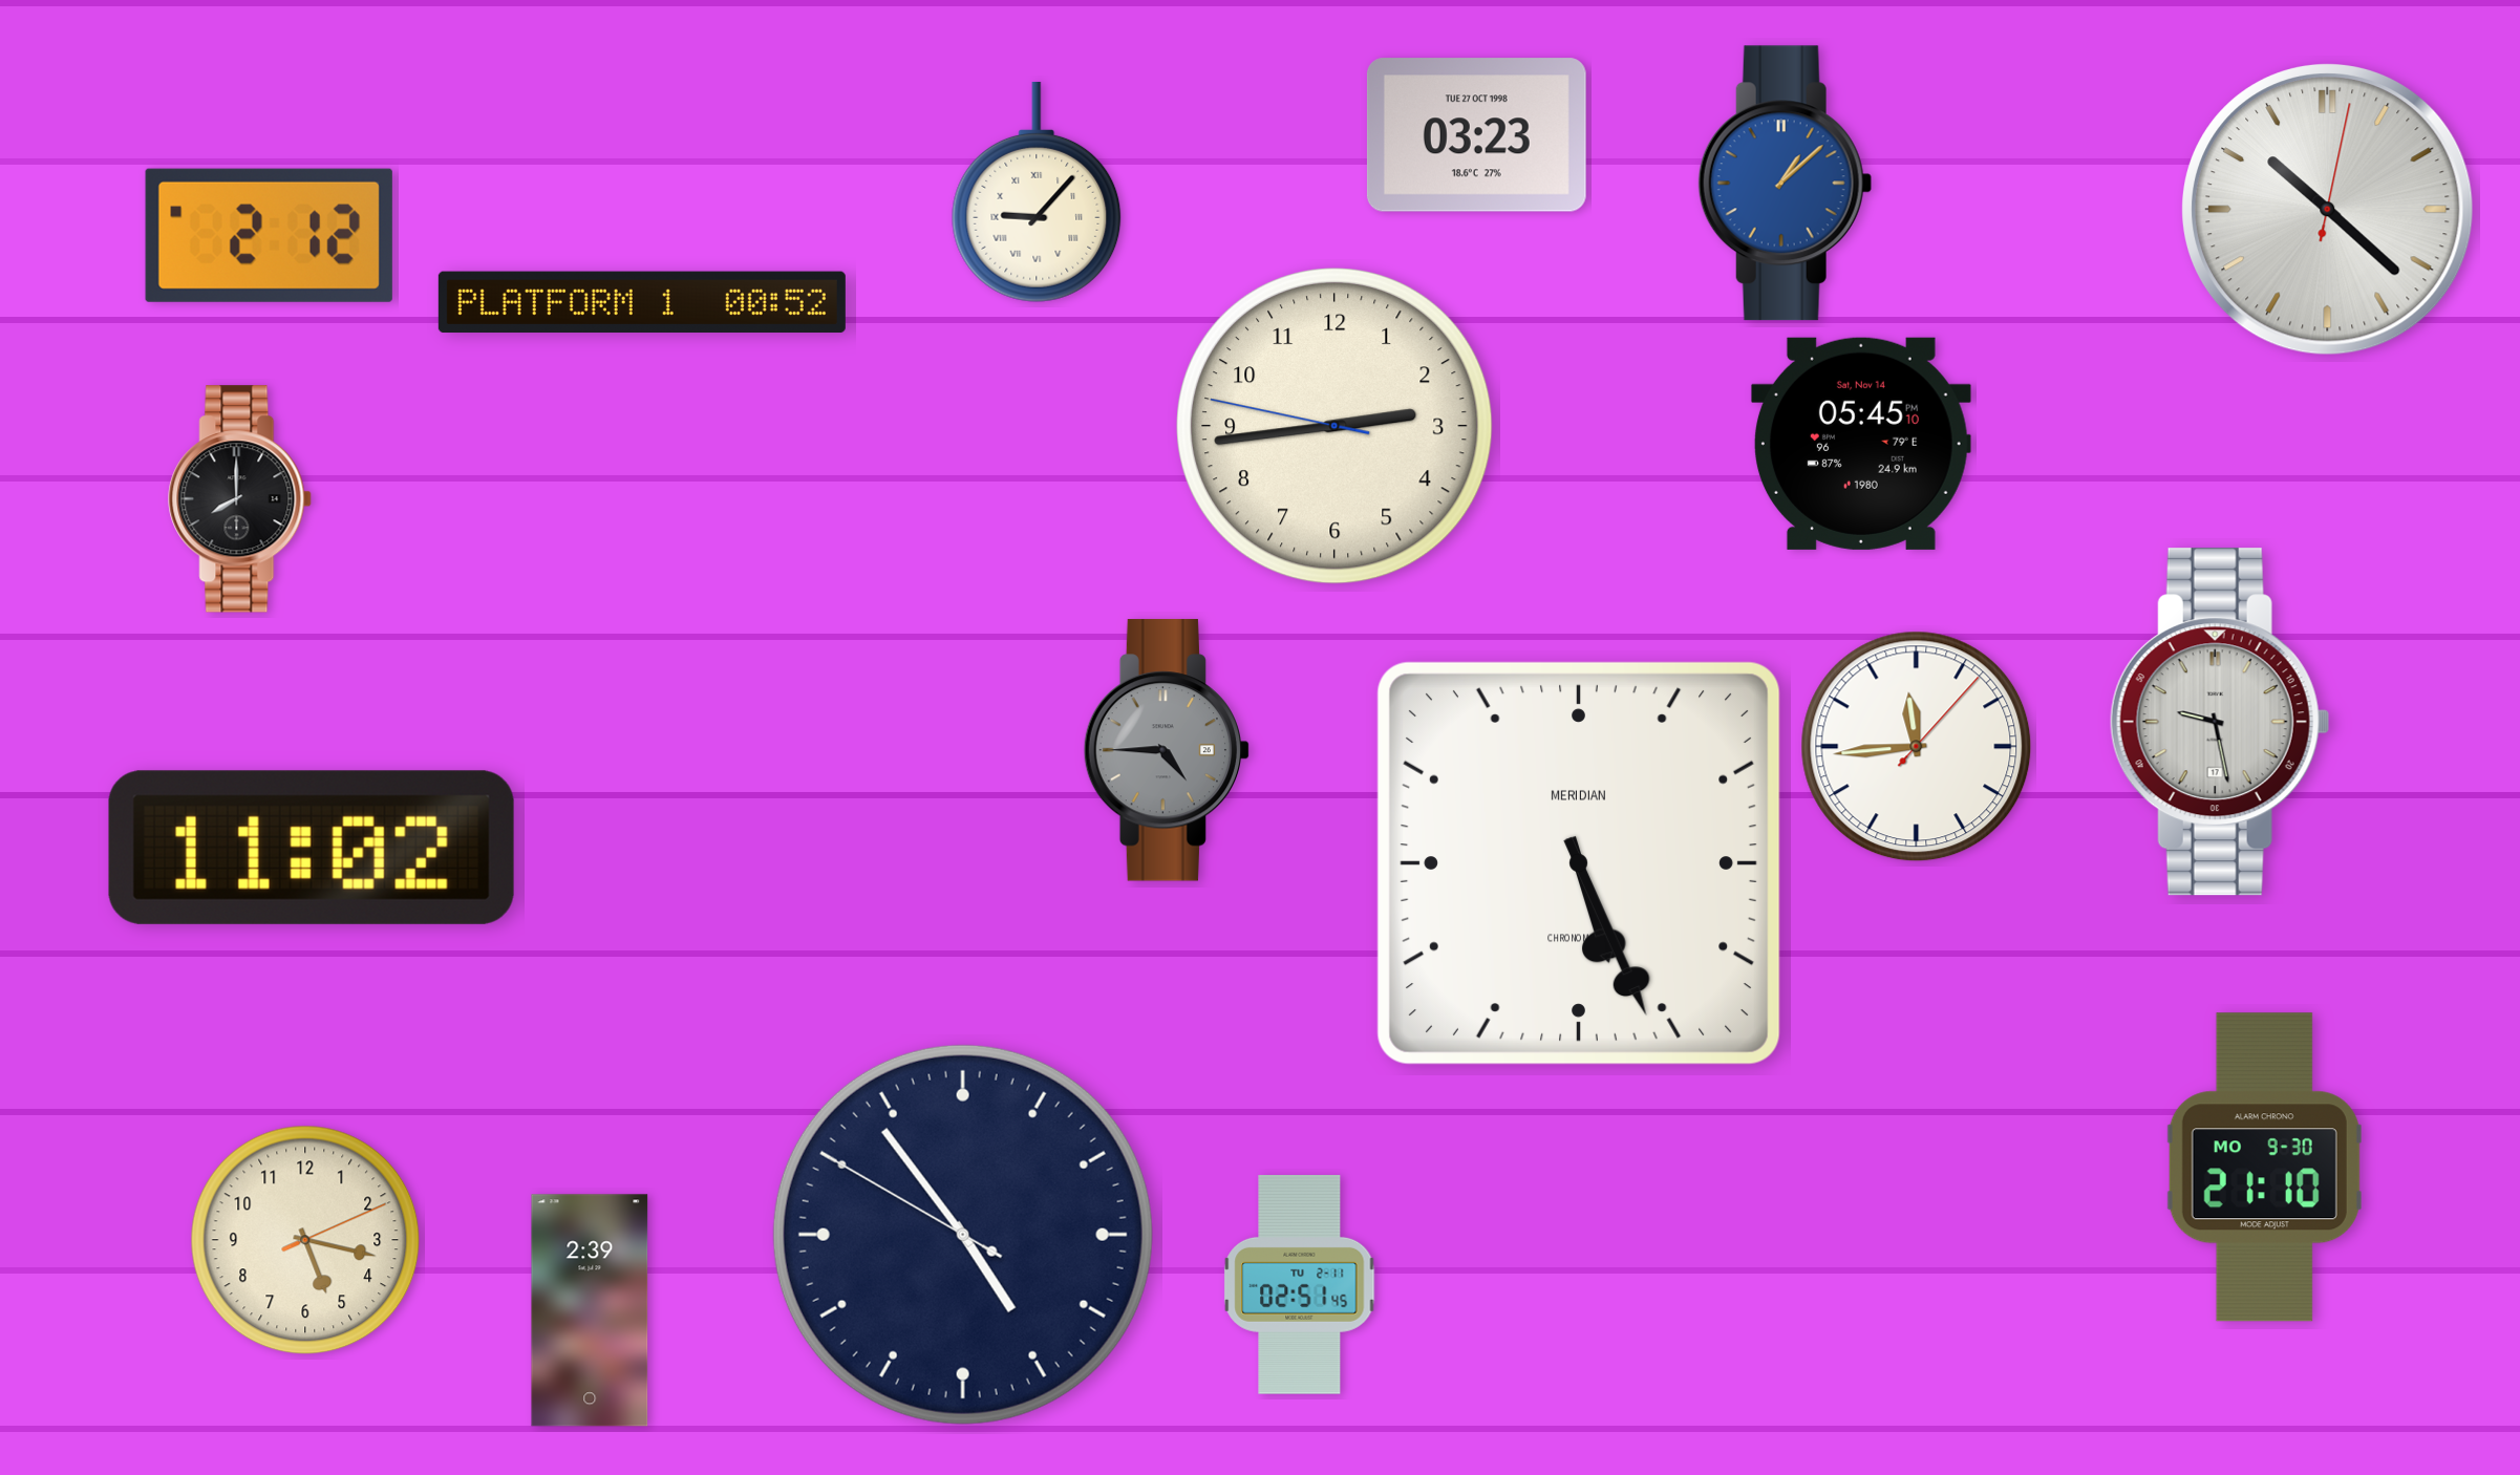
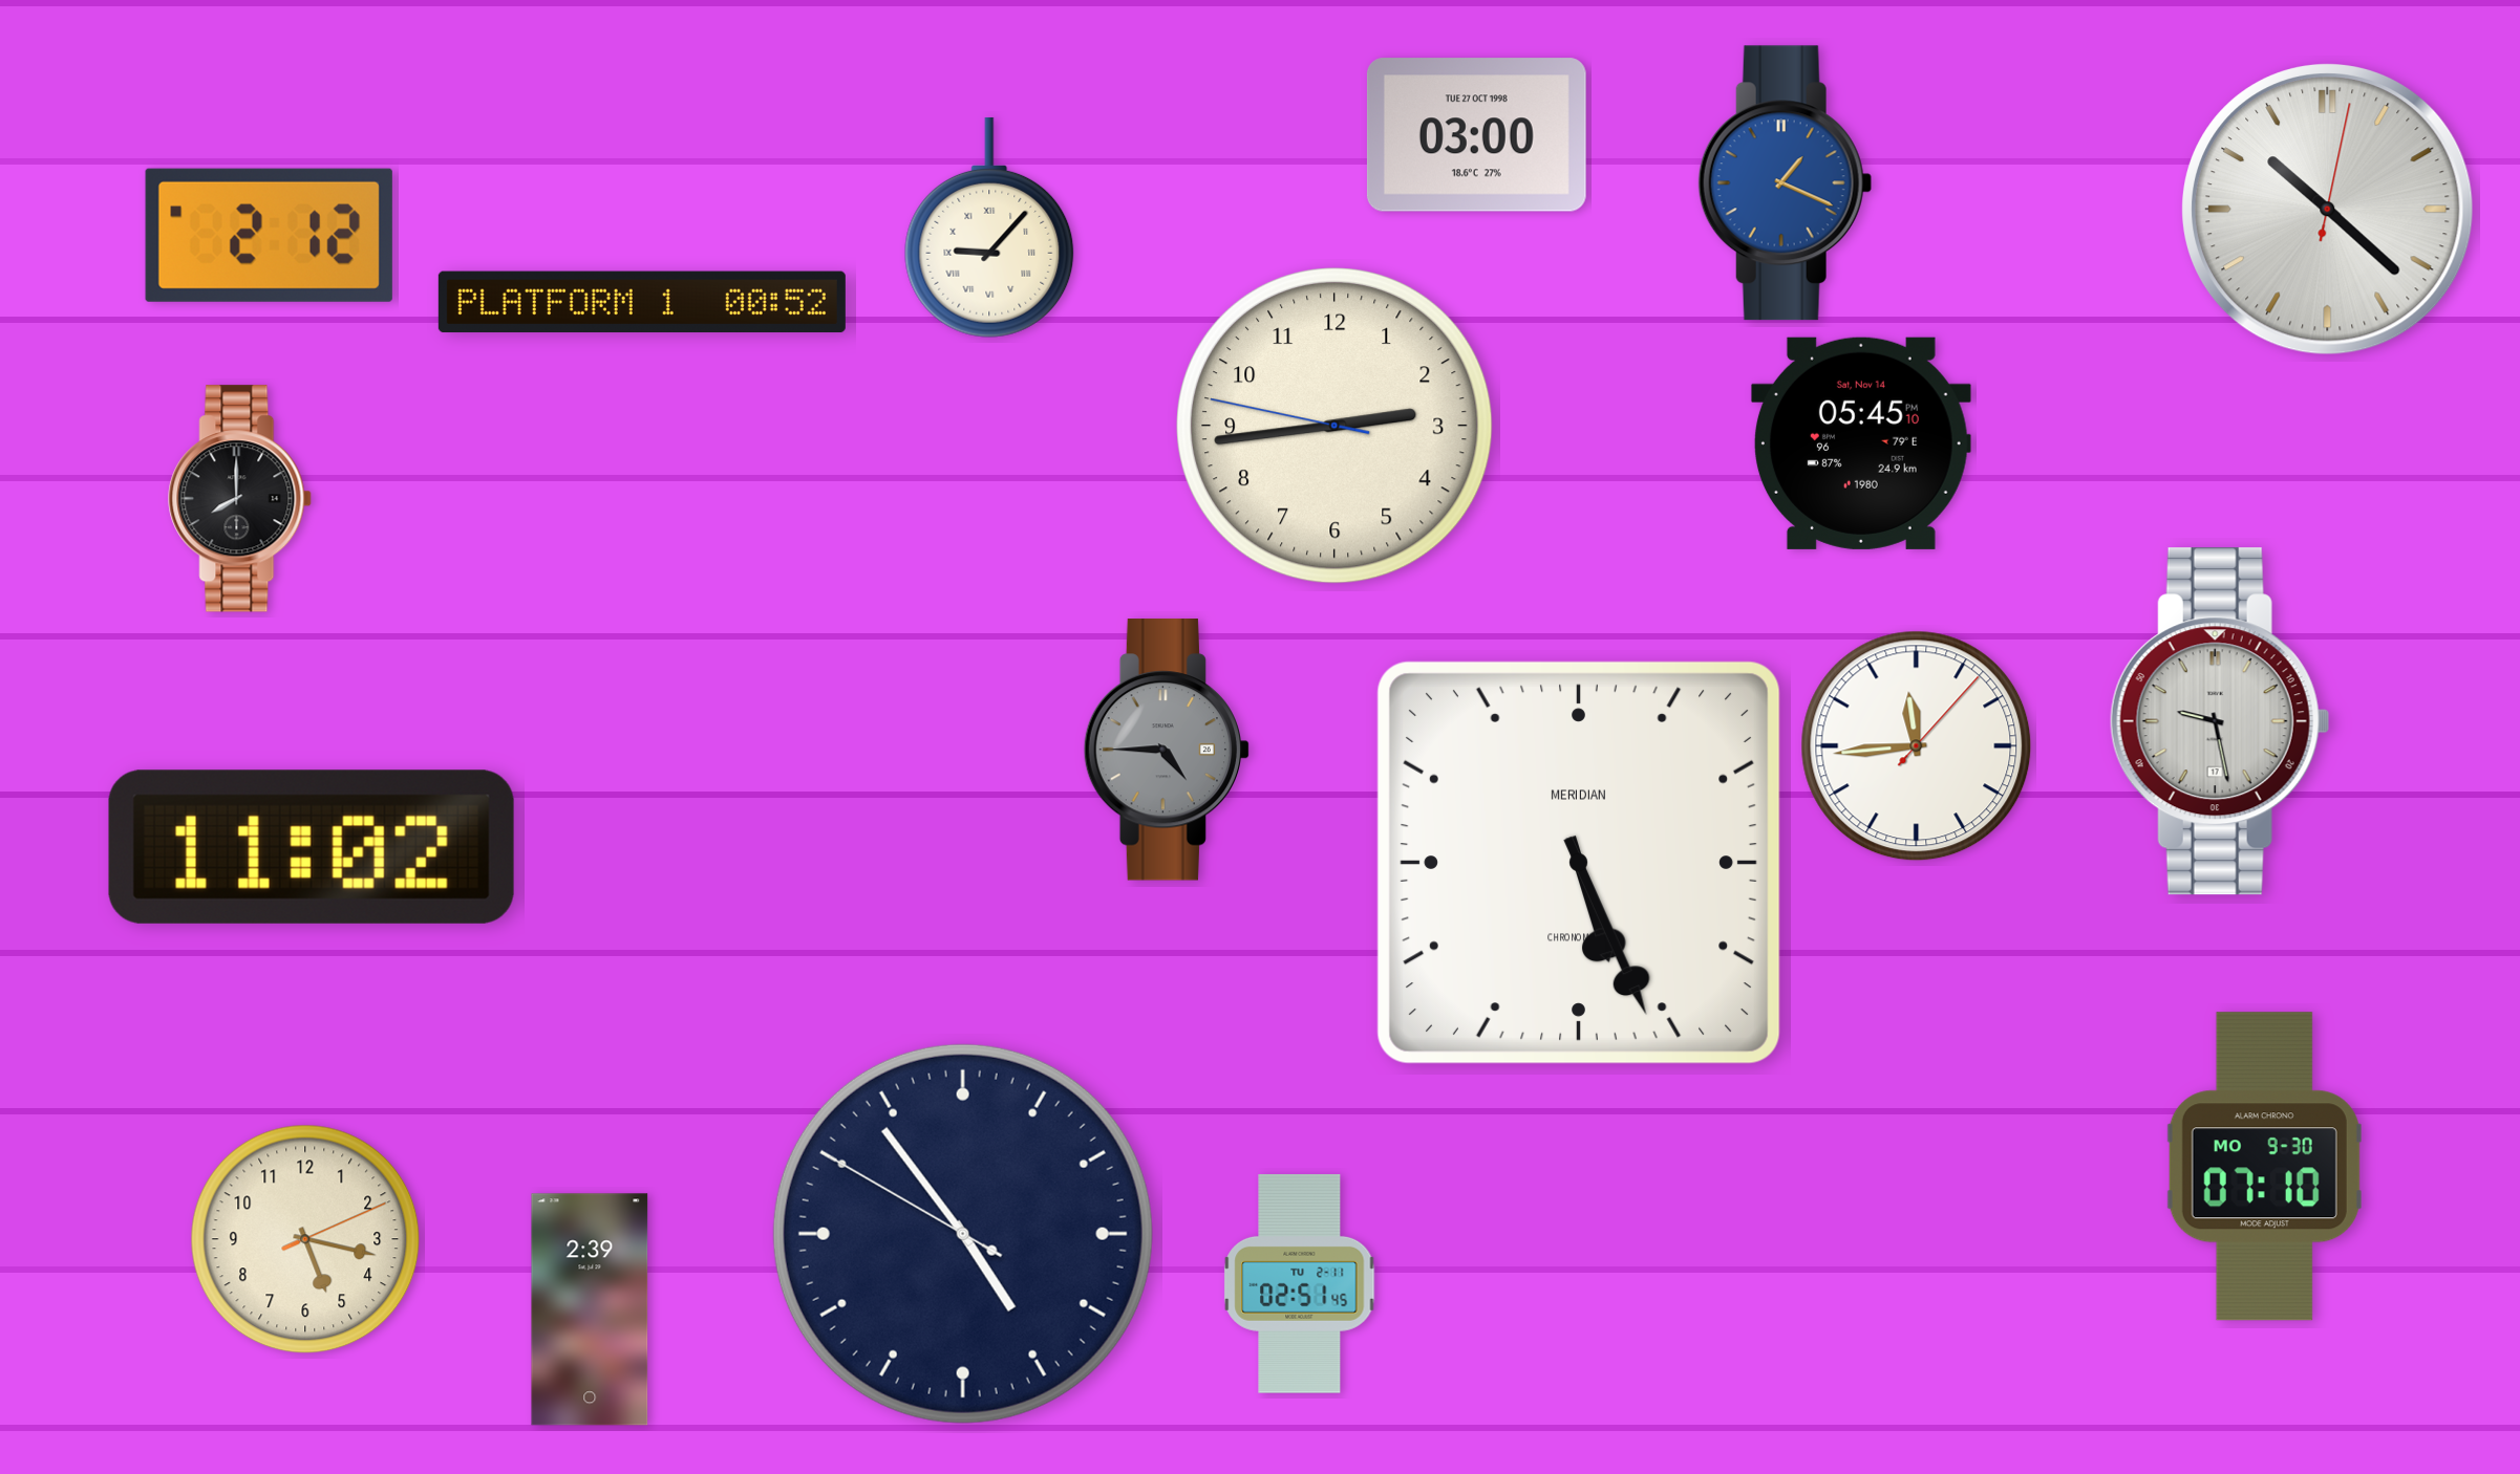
clock at (1476, 135): 03:23 -> 03:00
clock at (1785, 184): 1:08 -> 1:19
clock at (1037, 192) position: (1037, 192) -> (989, 227)
clock at (2264, 1168): 21:10 -> 07:10
